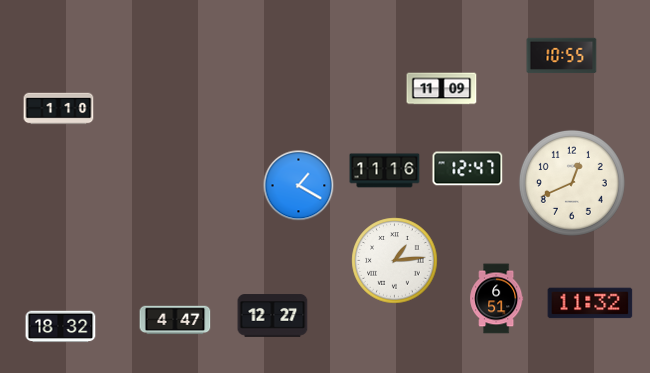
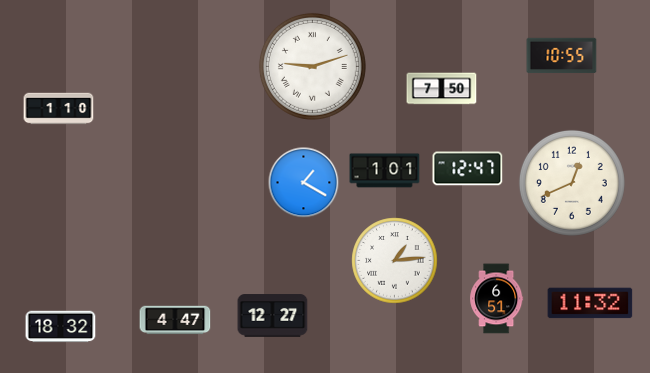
clock at (312, 66): none -> 9:12
clock at (442, 89): 11:09 -> 7:50
clock at (385, 171): 11:16 -> 1:01
clock at (299, 186) position: (299, 186) -> (304, 183)
